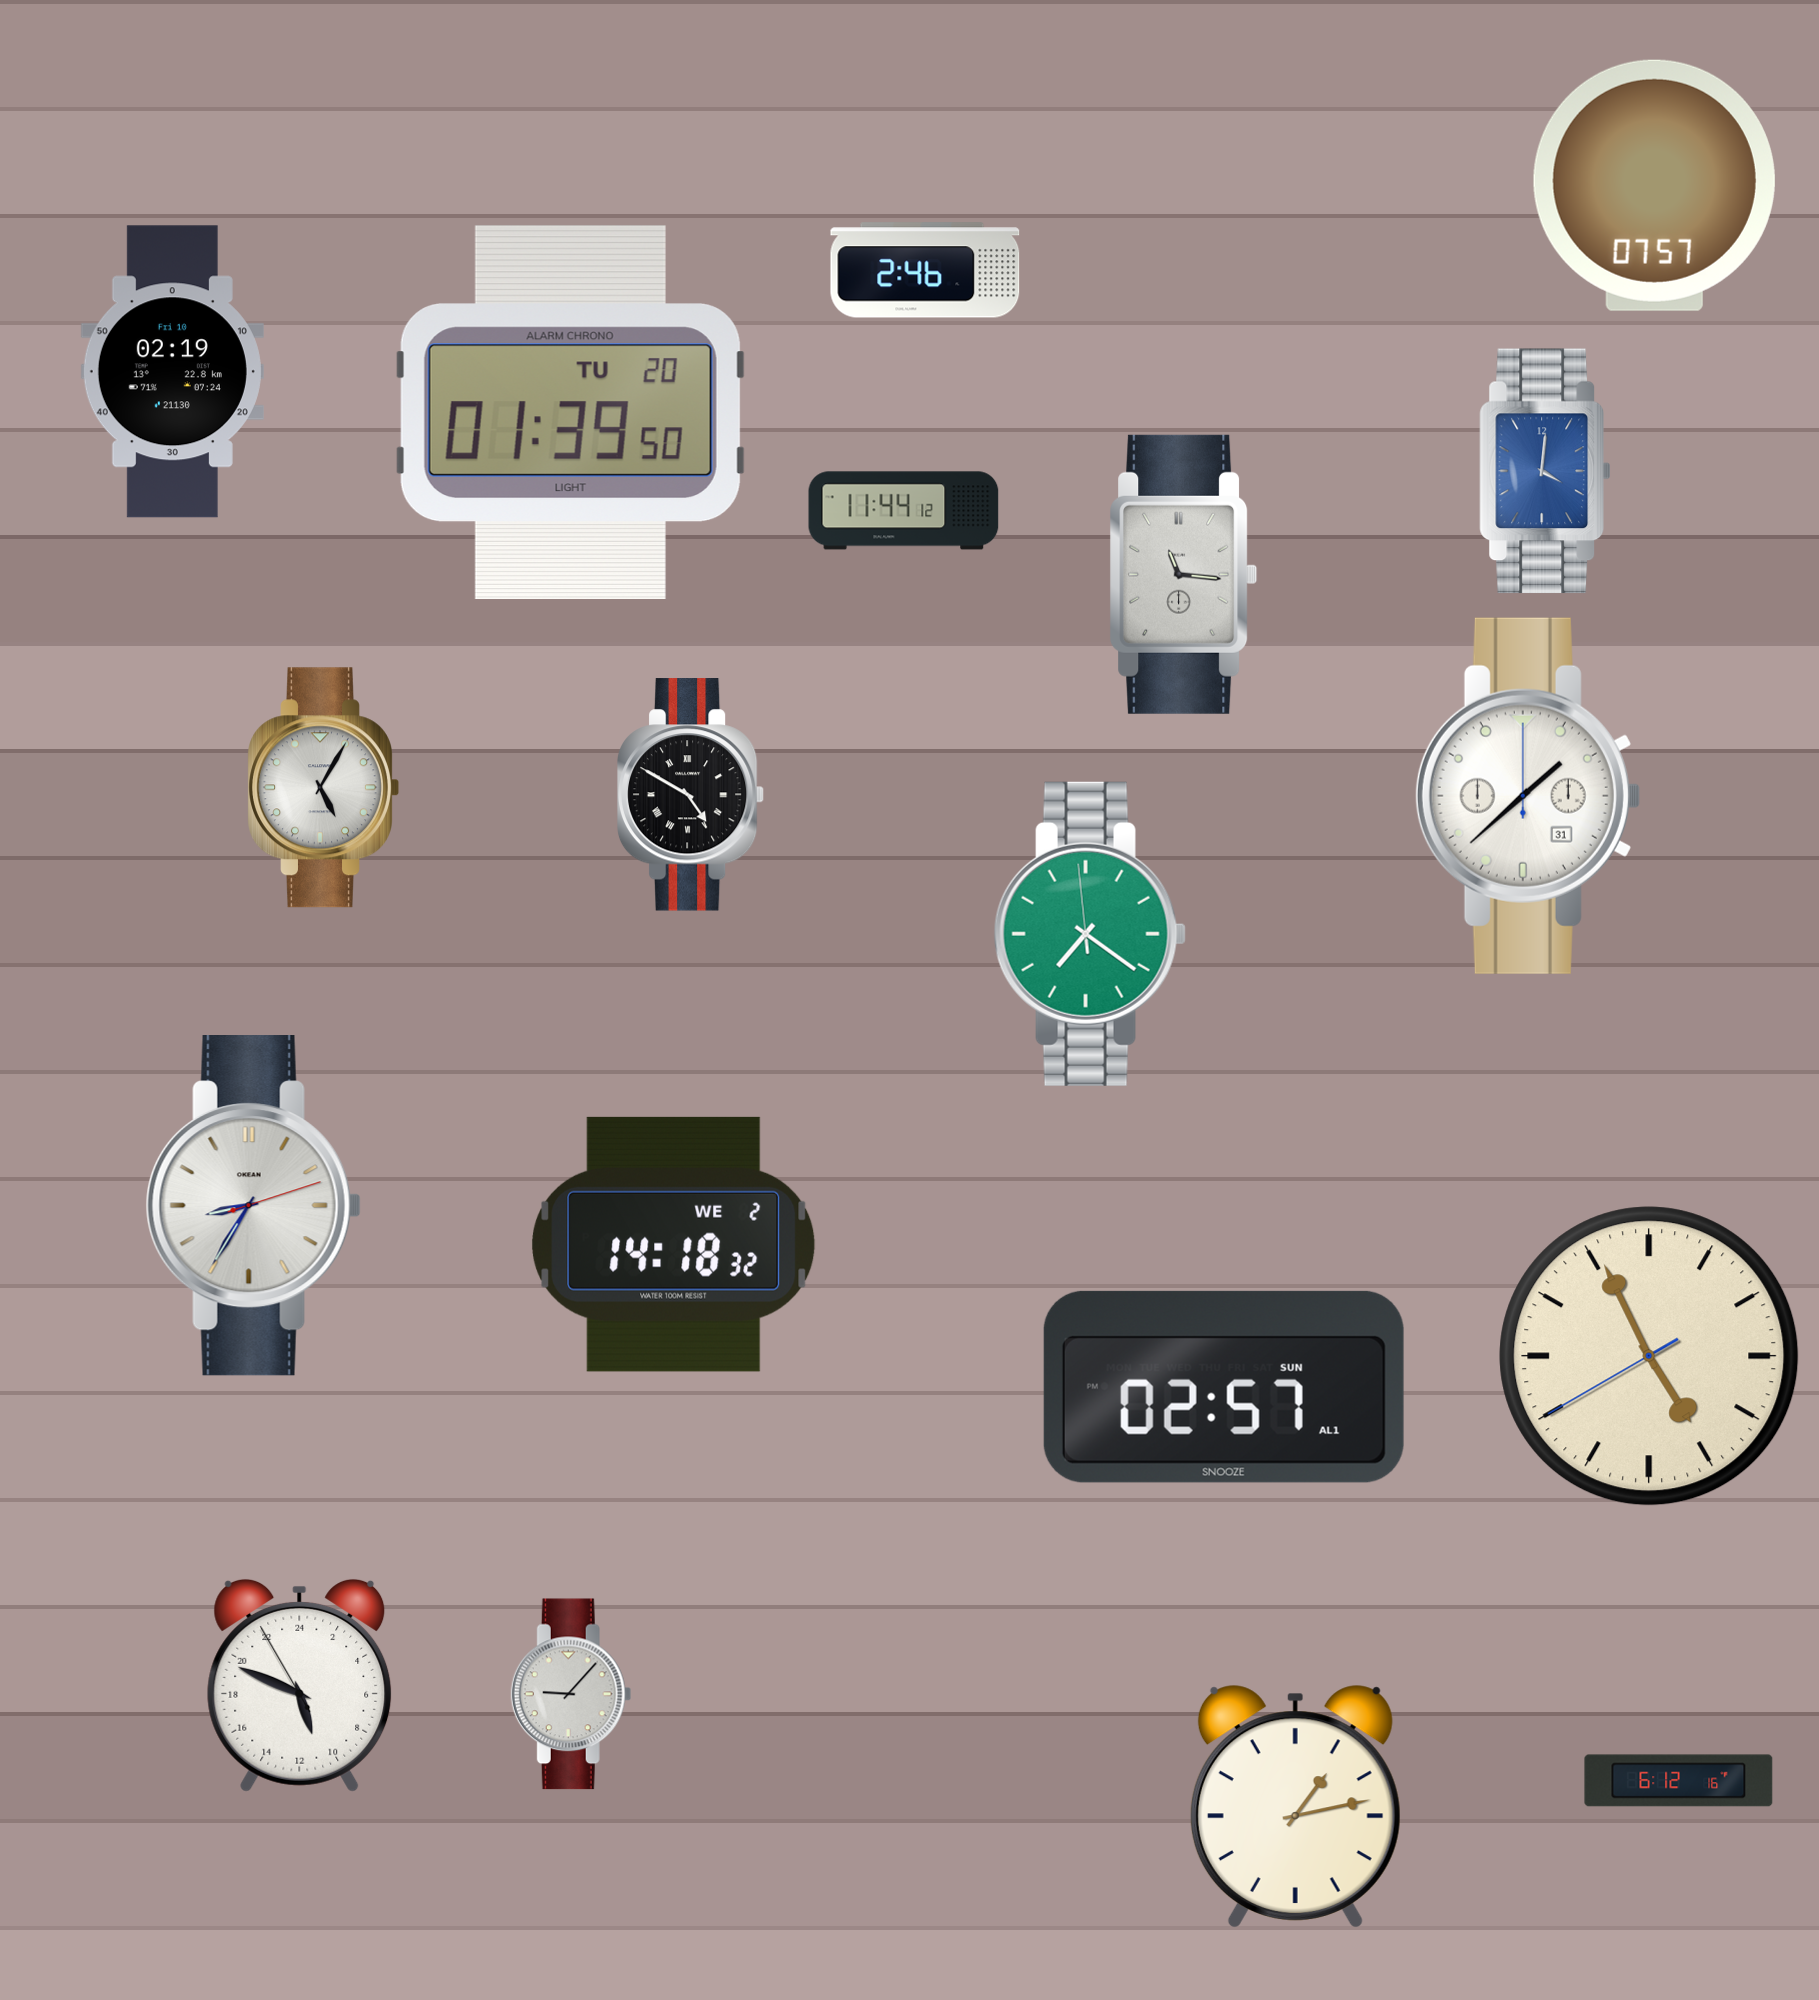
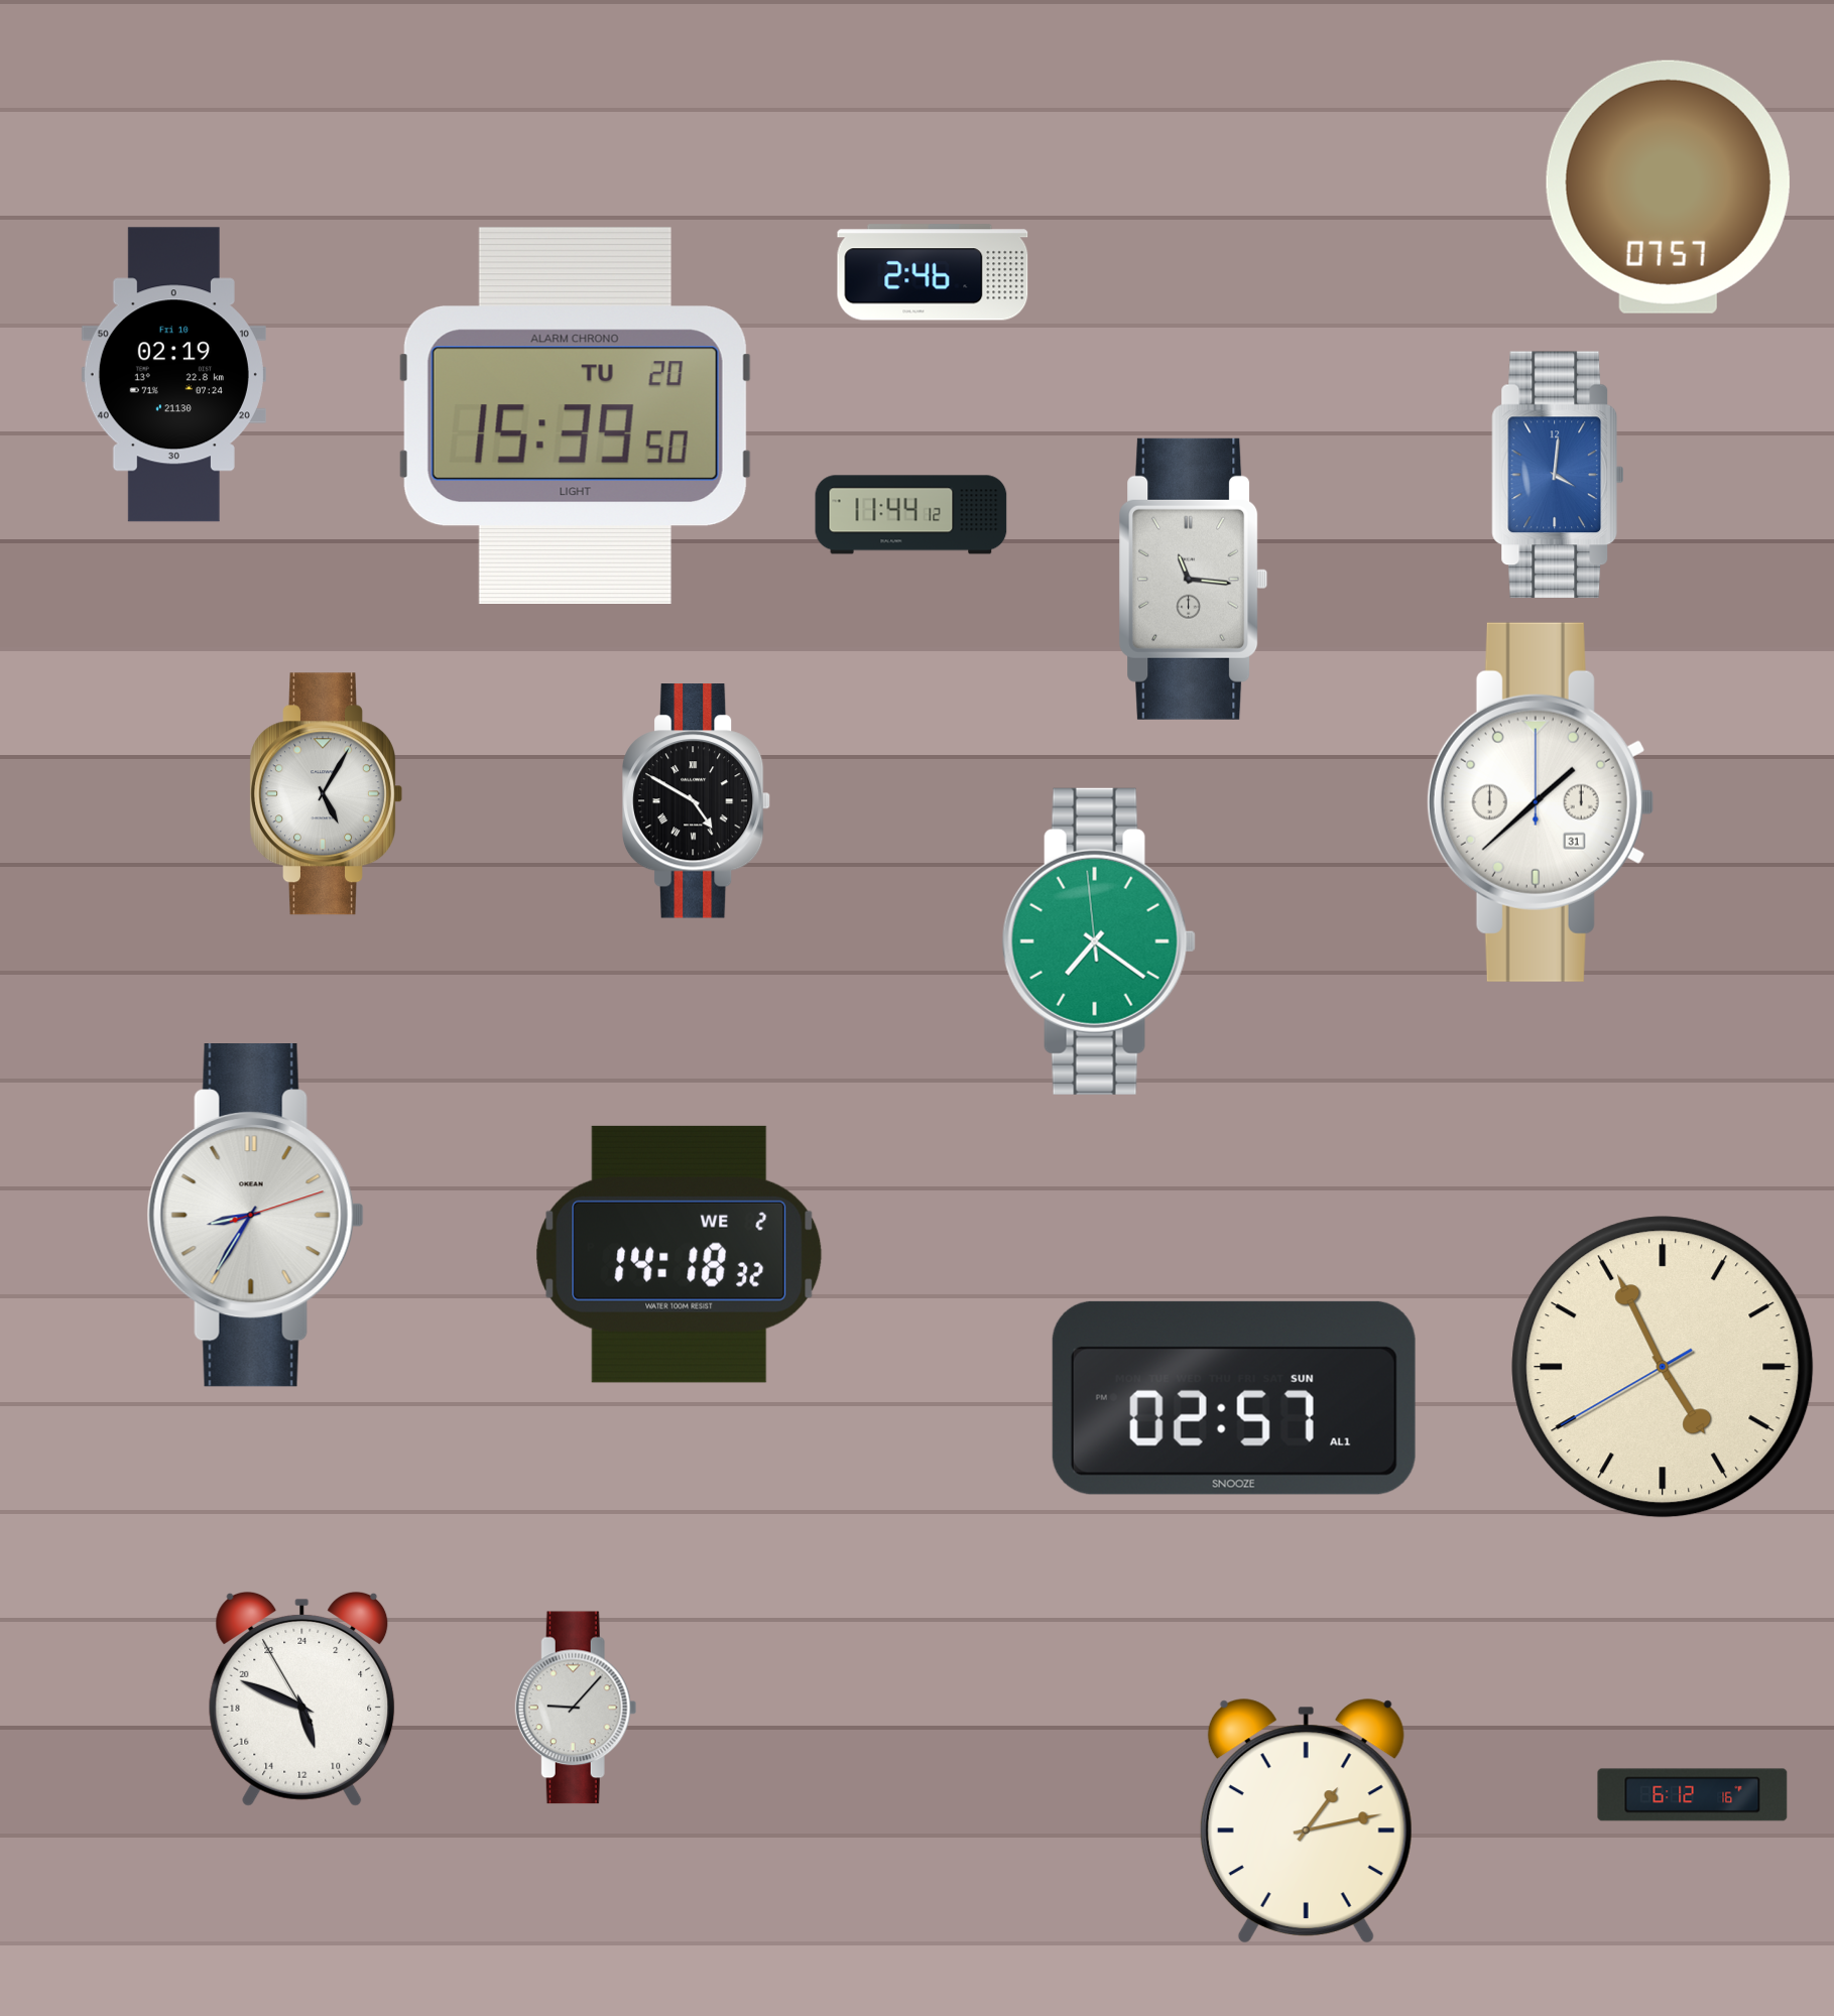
clock at (570, 412): 01:39 -> 15:39
